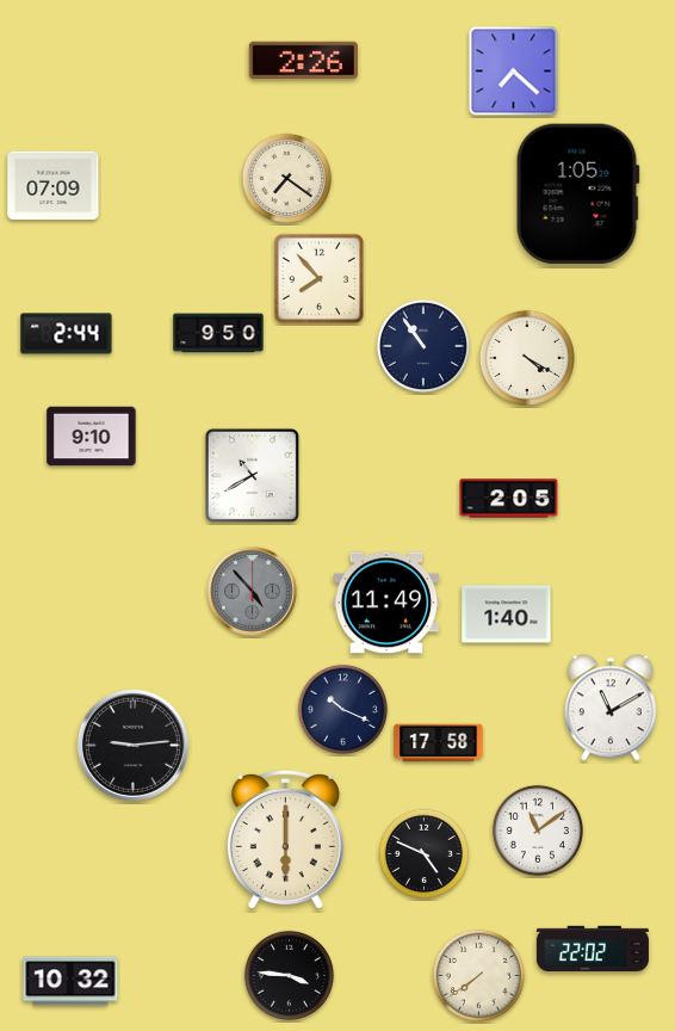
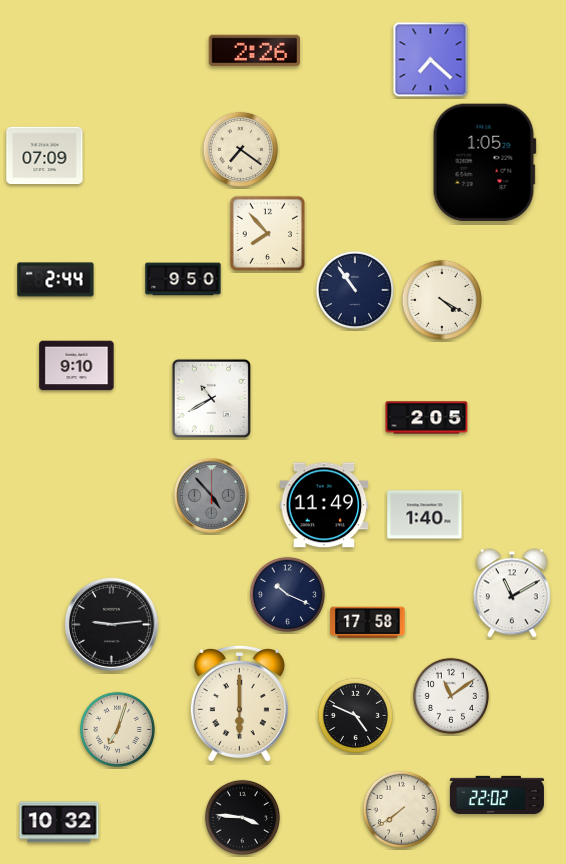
clock at (117, 729): none -> 7:03
clock at (478, 975) position: (478, 975) -> (401, 809)
